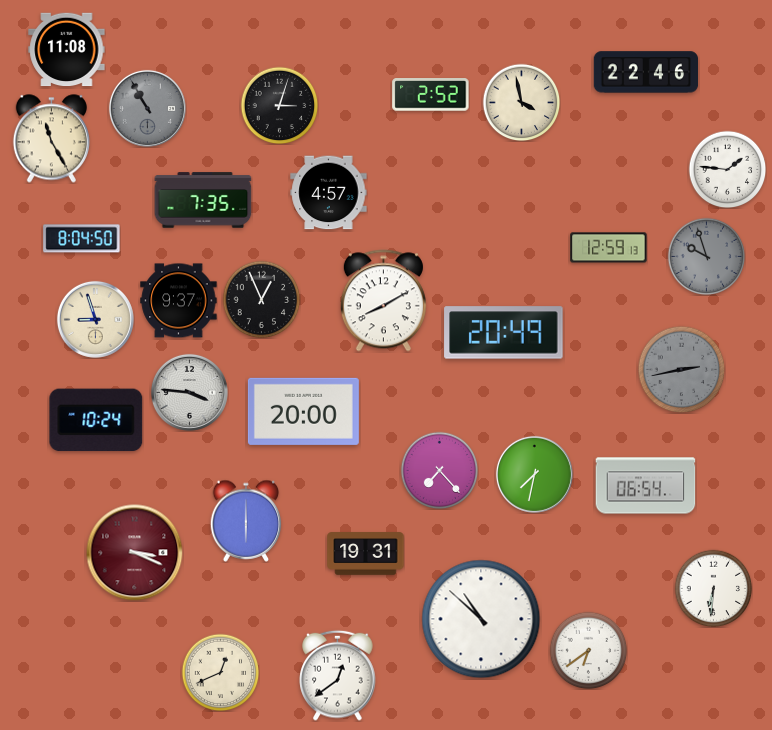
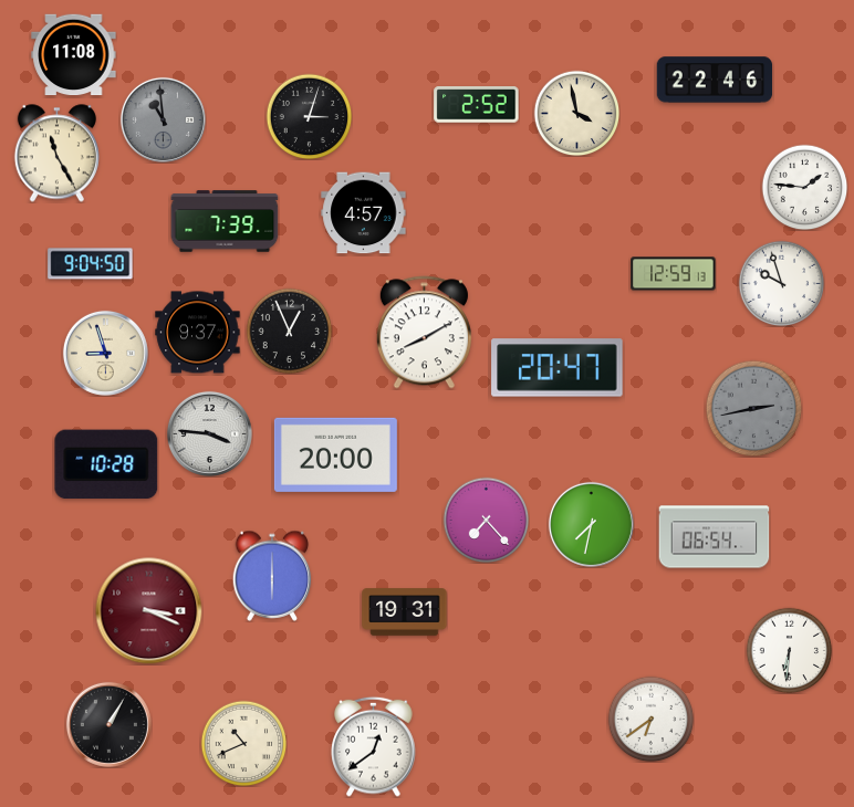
clock at (147, 108): 10:55 -> 10:59
clock at (203, 200): 7:35 -> 7:39
clock at (82, 239): 8:04 -> 9:04
clock at (706, 256) dial: grey -> white
clock at (504, 333): 20:49 -> 20:47
clock at (96, 420): 10:24 -> 10:28
clock at (481, 619): 10:52 -> none
clock at (108, 724): none -> 1:05
clock at (220, 672): 12:41 -> 10:41
